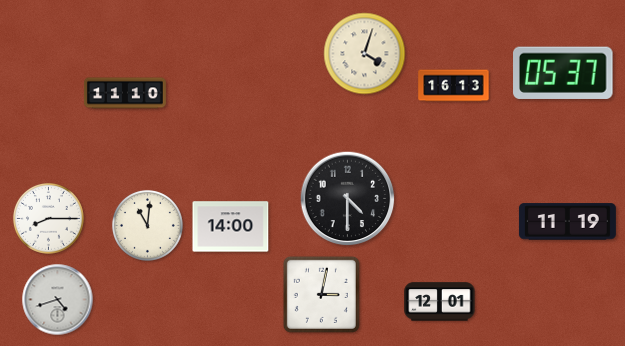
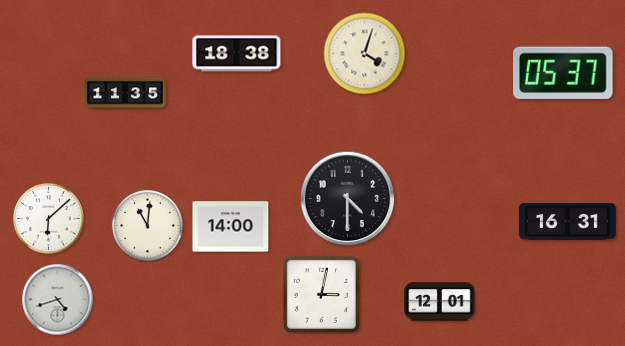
clock at (237, 54): none -> 18:38
clock at (454, 86): 16:13 -> none
clock at (125, 93): 11:10 -> 11:35
clock at (48, 218): 8:15 -> 6:08
clock at (567, 222): 11:19 -> 16:31
